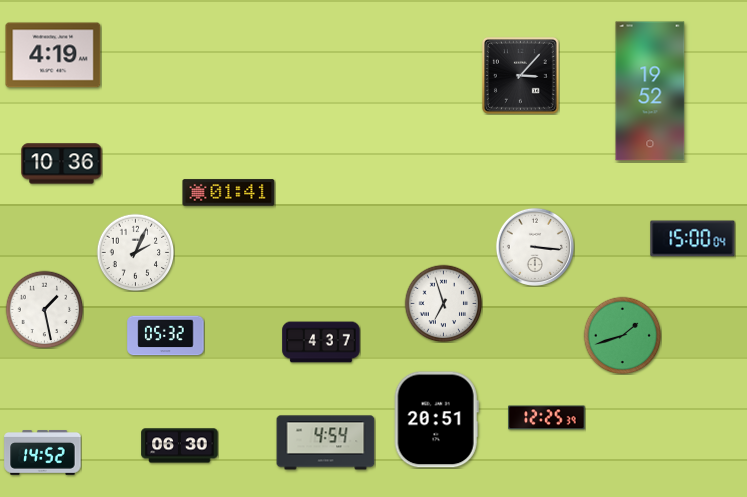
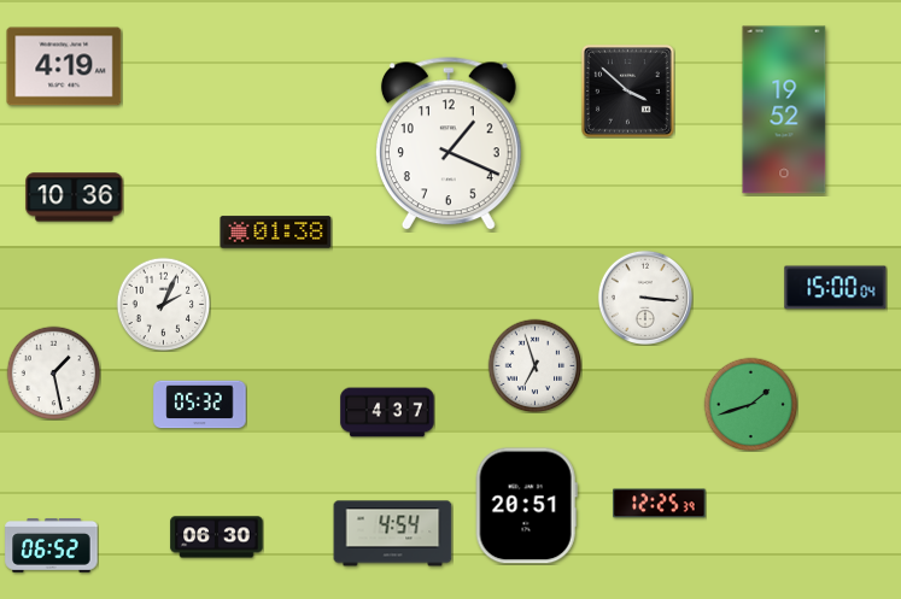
clock at (520, 75): 3:07 -> 3:52
clock at (449, 145): none -> 1:19
clock at (229, 193): 01:41 -> 01:38
clock at (43, 453): 14:52 -> 06:52
